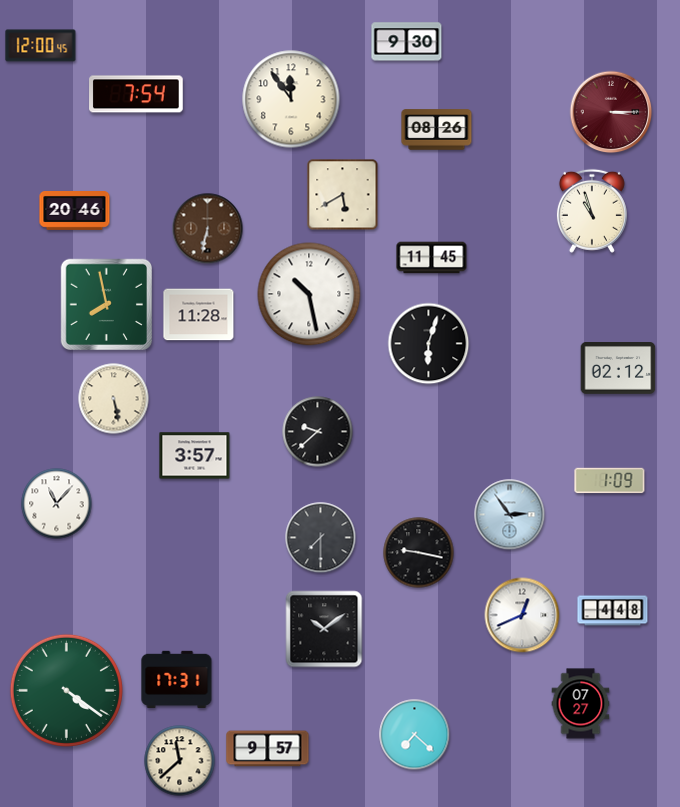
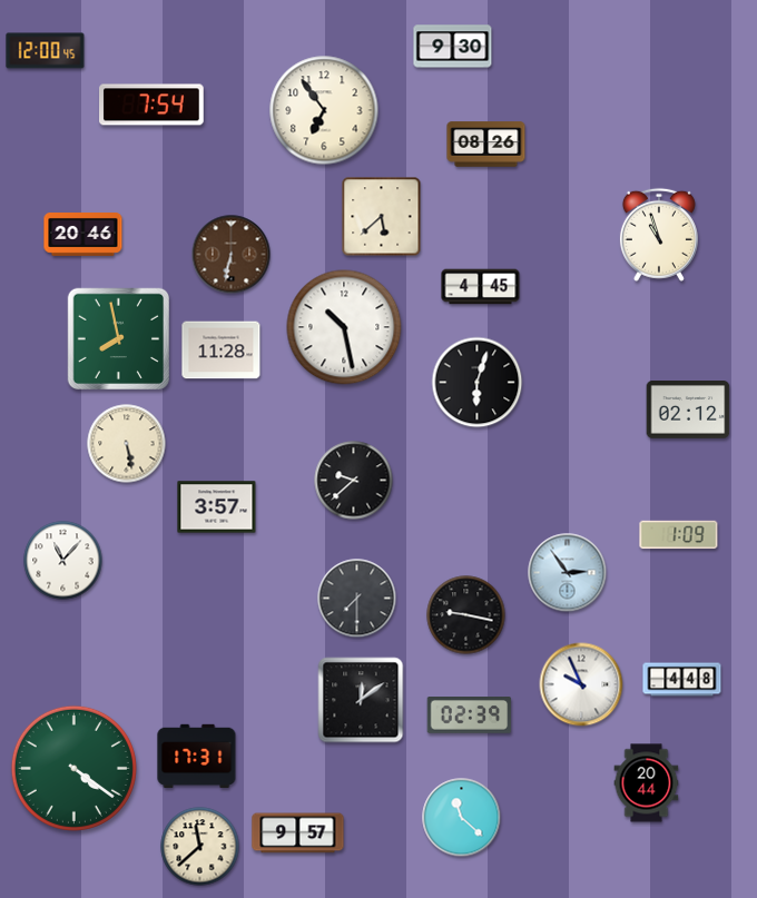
clock at (291, 99): 11:54 -> 6:54
clock at (611, 112): 3:15 -> none
clock at (343, 195): 5:40 -> 5:38
clock at (432, 258): 11:45 -> 4:45
clock at (522, 615): 12:41 -> 9:56
clock at (324, 629): 10:09 -> 12:09
clock at (470, 716): none -> 02:39
clock at (581, 704): 07:27 -> 20:44
clock at (415, 735): 7:22 -> 11:22
